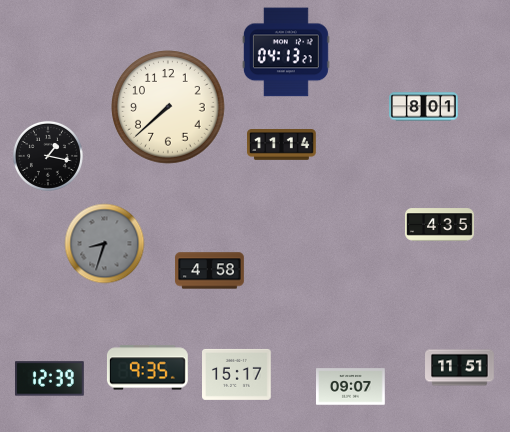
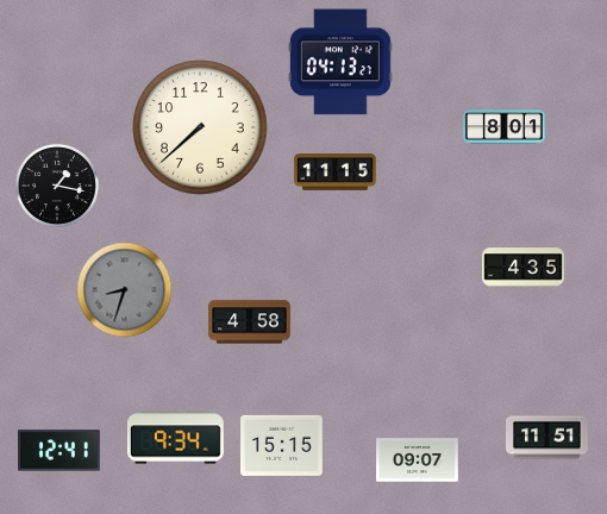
clock at (282, 145): 11:14 -> 11:15
clock at (147, 368): 9:35 -> 9:34
clock at (237, 374): 15:17 -> 15:15
clock at (50, 379): 12:39 -> 12:41
